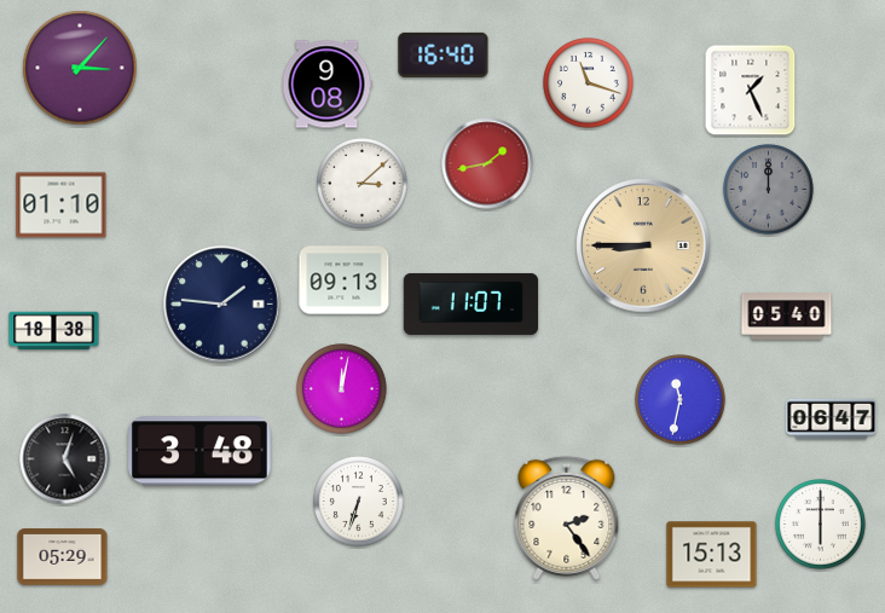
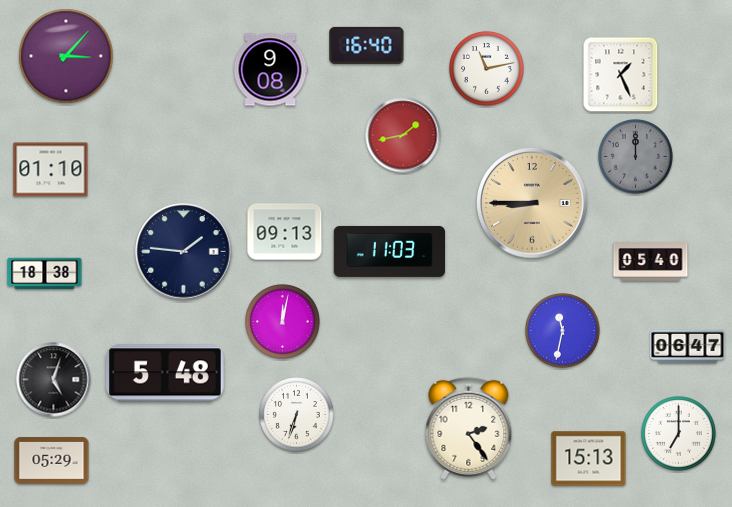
clock at (589, 83): 11:18 -> 11:13
clock at (363, 184): 3:08 -> none
clock at (472, 303): 11:07 -> 11:03
clock at (201, 451): 3:48 -> 5:48
clock at (821, 525): 6:00 -> 7:00
